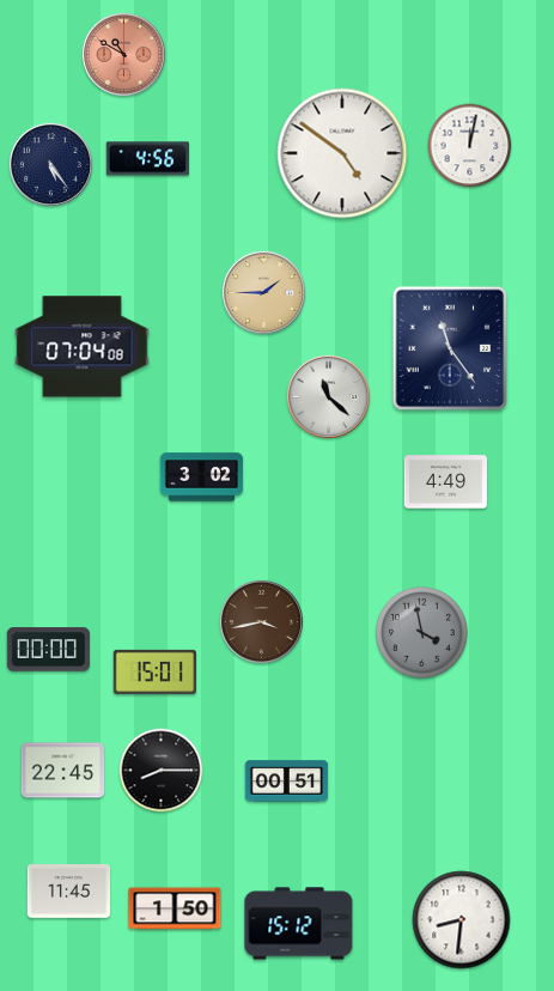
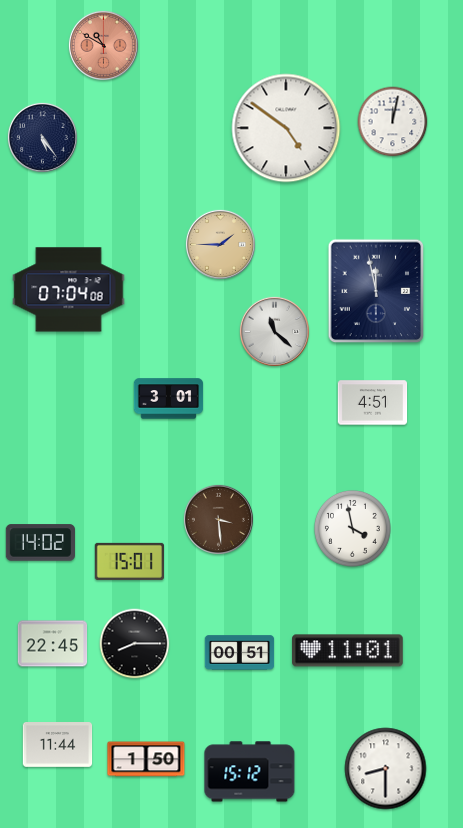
clock at (147, 159): 4:56 -> none
clock at (450, 348): 11:24 -> 11:58
clock at (202, 478): 3:02 -> 3:01
clock at (446, 482): 4:49 -> 4:51
clock at (261, 621): 3:43 -> 3:29
clock at (422, 633) dial: grey -> white
clock at (48, 650): 00:00 -> 14:02
clock at (348, 651): none -> 11:01
clock at (69, 892): 11:45 -> 11:44
clock at (462, 920): 8:31 -> 8:30
